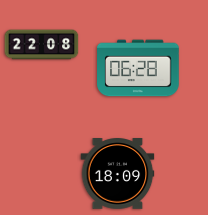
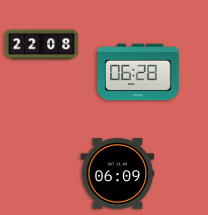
clock at (138, 68) position: (138, 68) -> (138, 72)
clock at (118, 174): 18:09 -> 06:09
